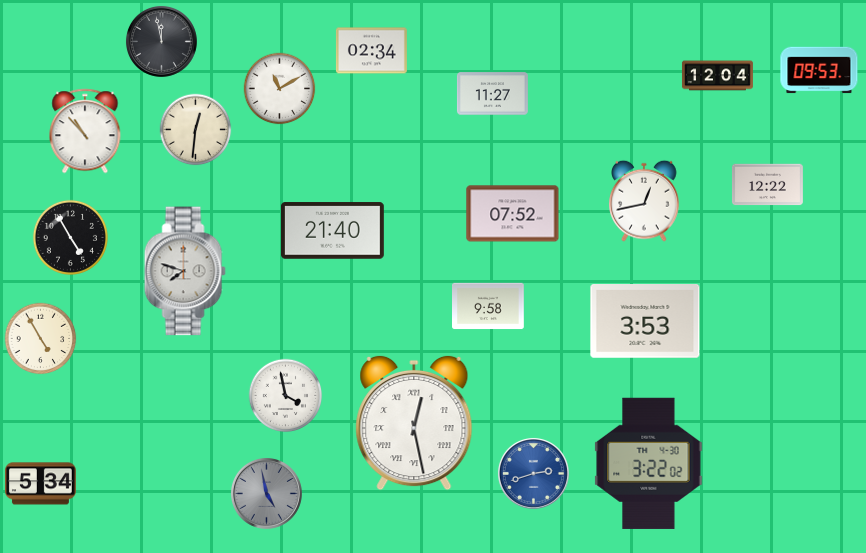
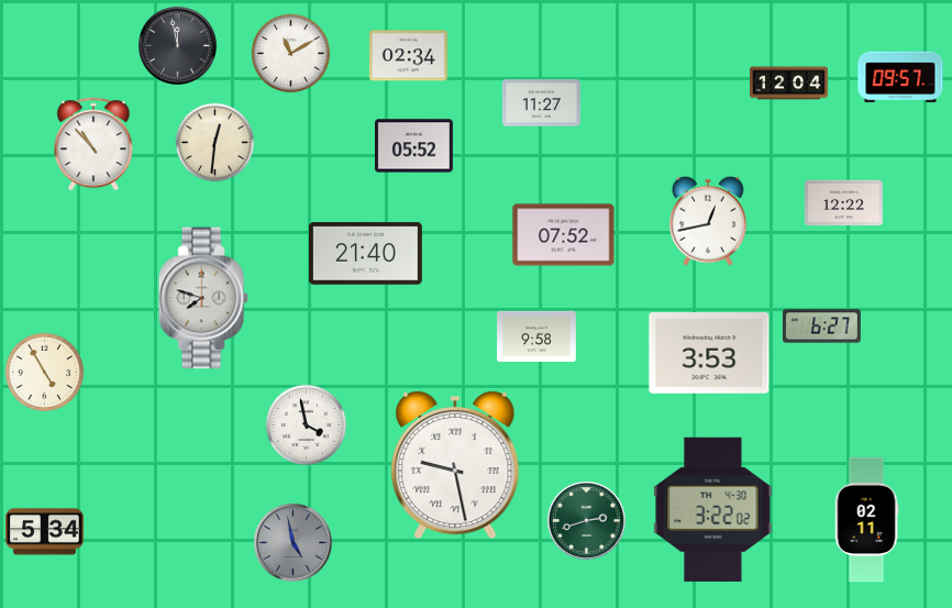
clock at (819, 70): 09:53 -> 09:57
clock at (280, 89) position: (280, 89) -> (291, 54)
clock at (413, 146): none -> 05:52
clock at (70, 237): 4:55 -> none
clock at (821, 327): none -> 6:27
clock at (286, 396) position: (286, 396) -> (307, 425)
clock at (414, 423): 12:28 -> 9:28
clock at (533, 473) dial: blue -> green
clock at (866, 520): none -> 02:11
